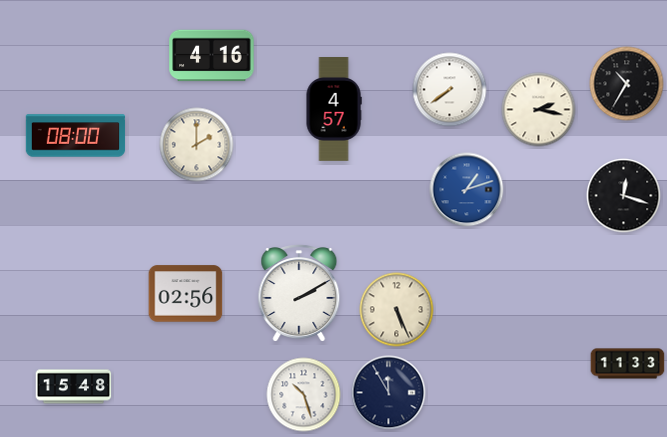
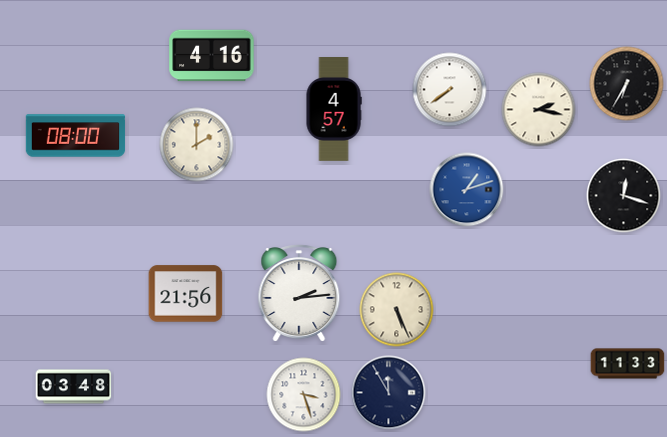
clock at (627, 84): 10:35 -> 6:35
clock at (299, 293): 2:10 -> 2:14
clock at (186, 294): 02:56 -> 21:56
clock at (74, 387): 15:48 -> 03:48
clock at (304, 395): 10:27 -> 3:27
